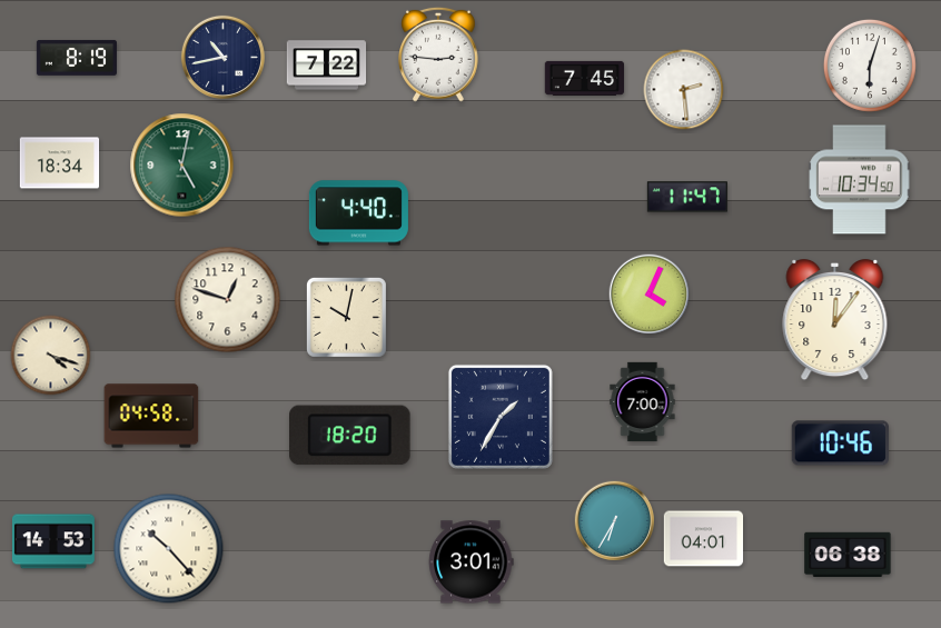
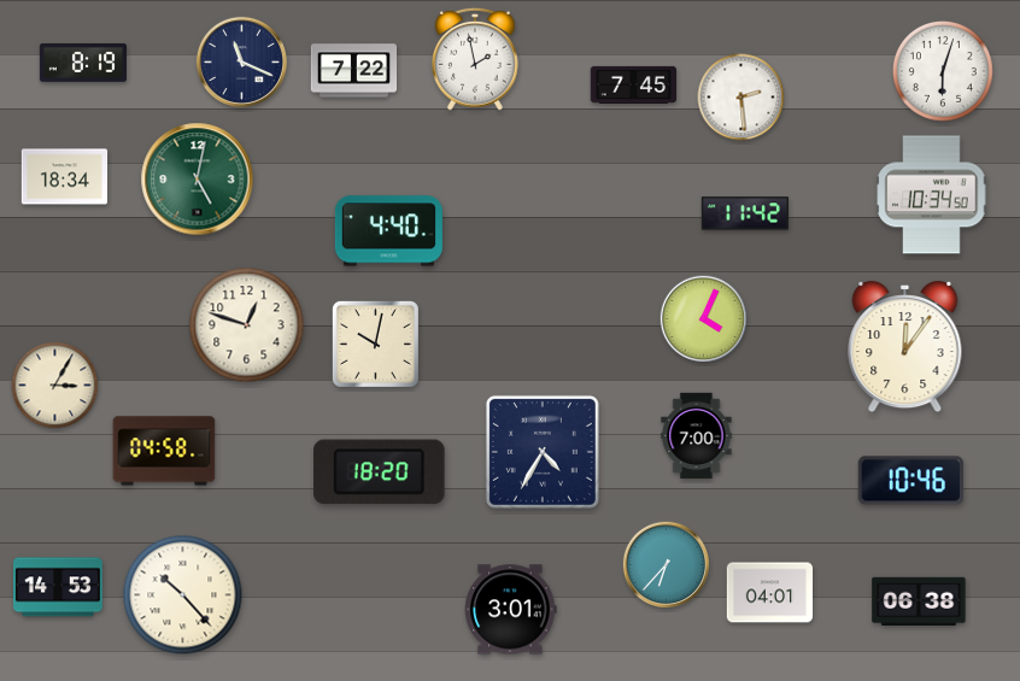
clock at (439, 54): 2:46 -> 1:58
clock at (222, 57): 10:43 -> 11:19
clock at (687, 197): 11:47 -> 11:42
clock at (51, 356): 4:18 -> 3:05
clock at (501, 417): 1:35 -> 4:35
clock at (615, 521): 6:35 -> 6:37
clock at (704, 539) position: (704, 539) -> (770, 593)
